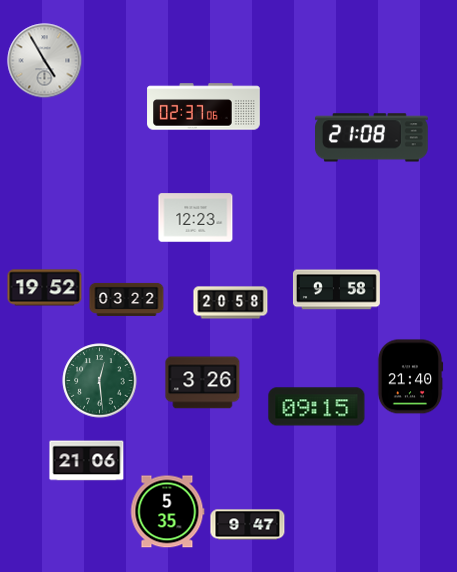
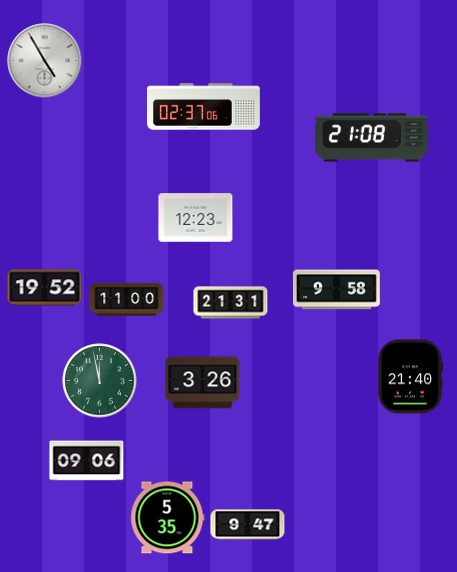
clock at (127, 299): 03:22 -> 11:00
clock at (231, 303): 20:58 -> 21:31
clock at (100, 381): 12:29 -> 11:58
clock at (317, 407): 09:15 -> none
clock at (87, 461): 21:06 -> 09:06
clock at (167, 512) position: (167, 512) -> (167, 518)
